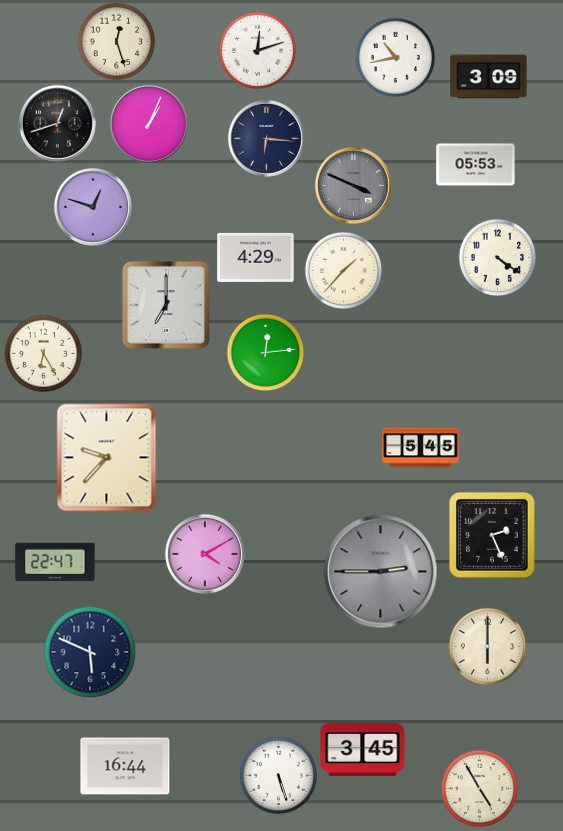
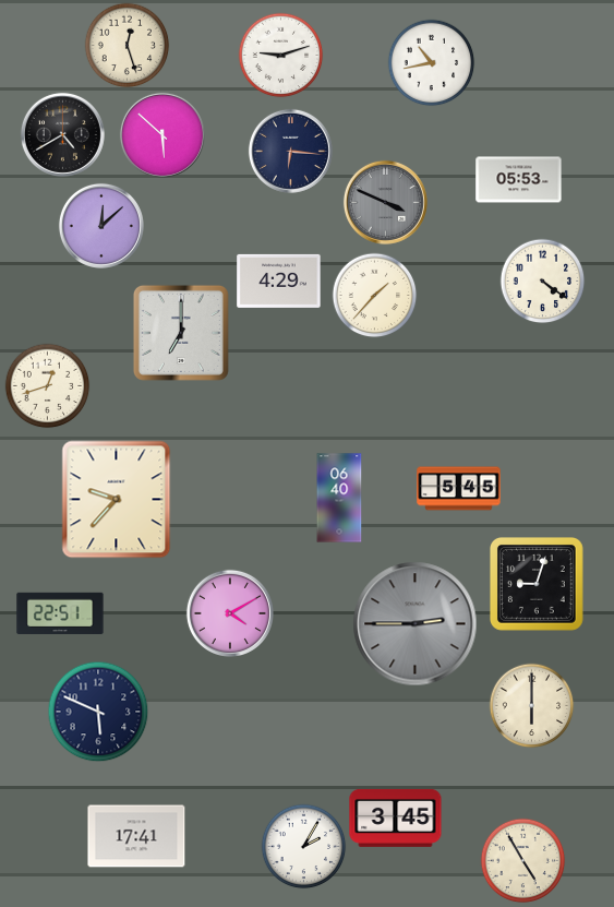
clock at (257, 50): 12:12 -> 9:12
clock at (489, 77): 3:09 -> none
clock at (57, 123): 12:42 -> 4:40
clock at (149, 124): 1:04 -> 5:52
clock at (93, 207): 12:48 -> 12:08
clock at (265, 352): 12:14 -> none
clock at (43, 353): 6:25 -> 12:42
clock at (339, 498): none -> 06:40
clock at (493, 536): 2:26 -> 9:03
clock at (205, 554) position: (205, 554) -> (230, 613)
clock at (55, 562): 22:47 -> 22:51
clock at (125, 766): 16:44 -> 17:41
clock at (278, 775): 5:27 -> 2:05
